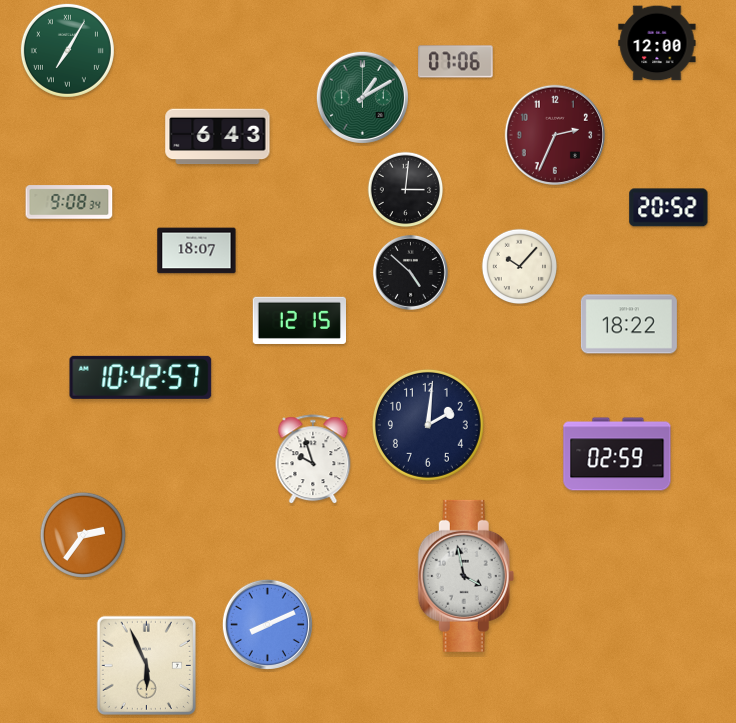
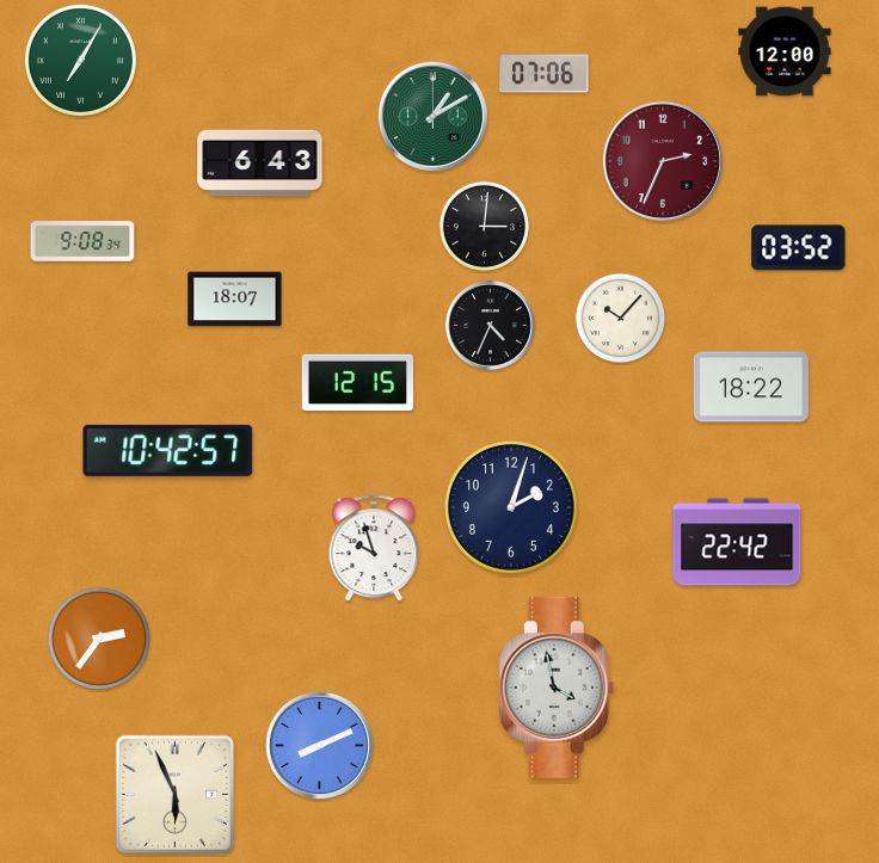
clock at (669, 208): 20:52 -> 03:52
clock at (410, 272): 4:52 -> 4:34
clock at (428, 425): 2:01 -> 2:03
clock at (617, 454): 02:59 -> 22:42
